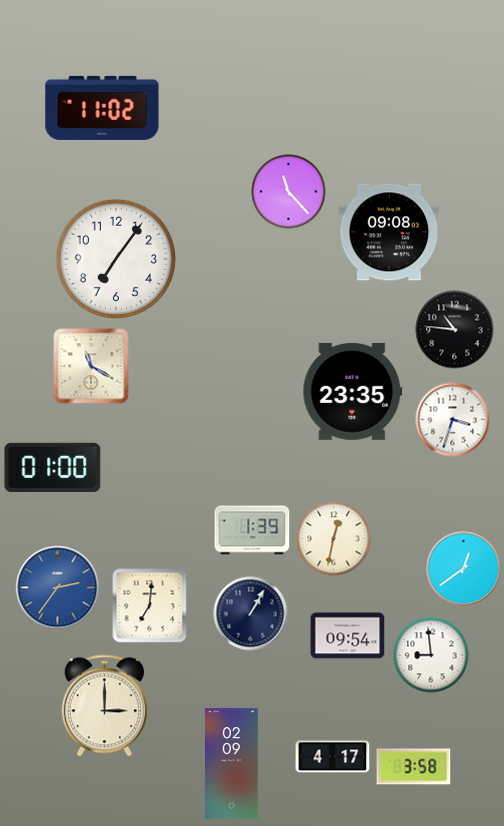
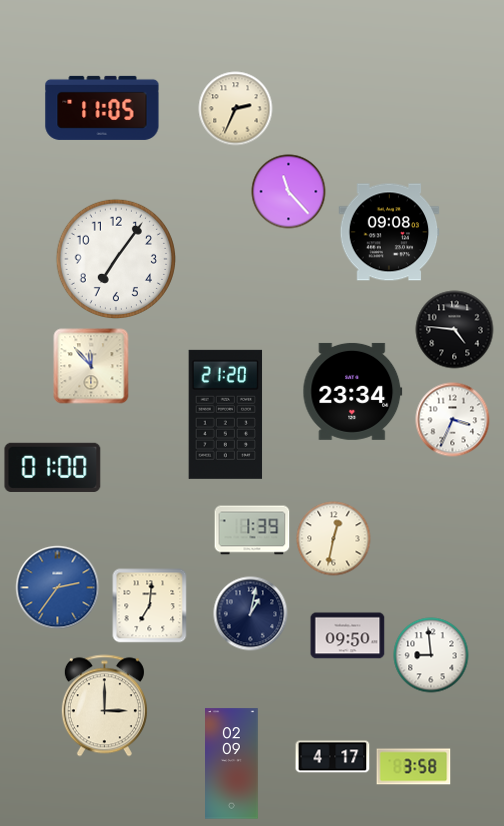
clock at (102, 108): 11:02 -> 11:05
clock at (236, 109): none -> 2:34
clock at (455, 330): 10:46 -> 4:46
clock at (91, 366): 11:20 -> 11:53
clock at (353, 391): 23:35 -> 23:34
clock at (226, 414): none -> 21:20
clock at (453, 420): 3:33 -> 3:34
clock at (464, 569): 12:39 -> none
clock at (251, 614): 1:05 -> 1:02
clock at (348, 636): 09:54 -> 09:50
